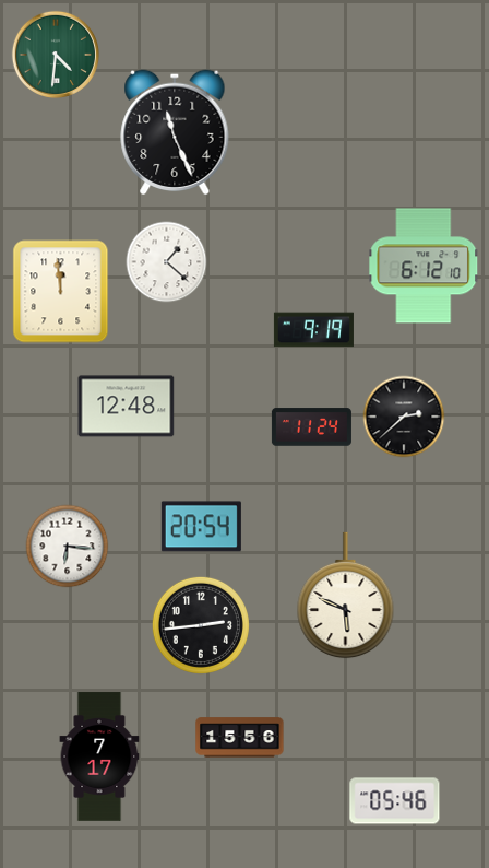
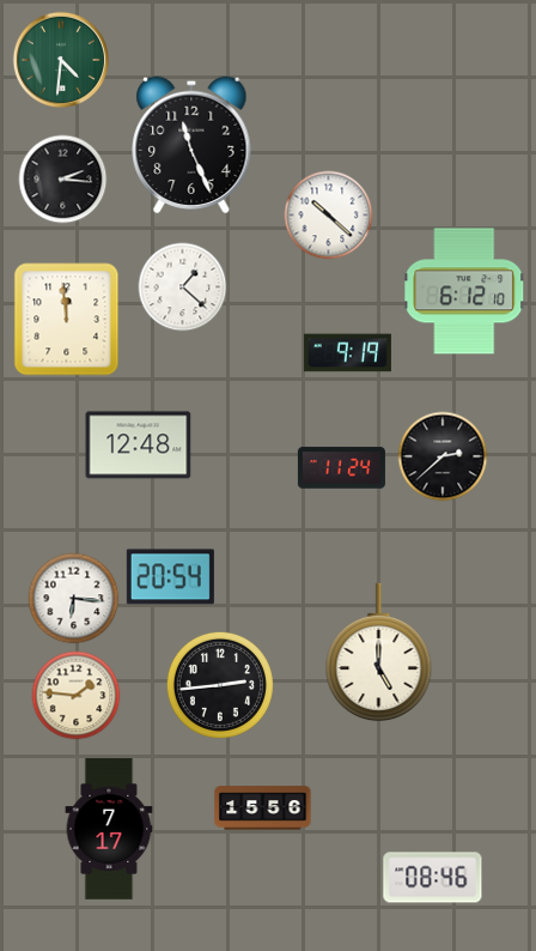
clock at (63, 180): none -> 2:16
clock at (329, 216): none -> 10:22
clock at (313, 330) position: (313, 330) -> (347, 353)
clock at (201, 527) position: (201, 527) -> (170, 577)
clock at (346, 596): 5:49 -> 5:00
clock at (77, 696): none -> 1:46
clock at (395, 801): 05:46 -> 08:46
